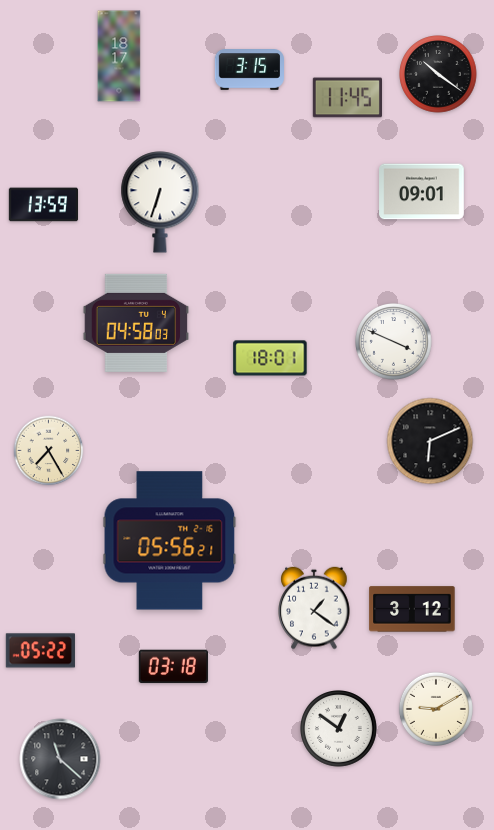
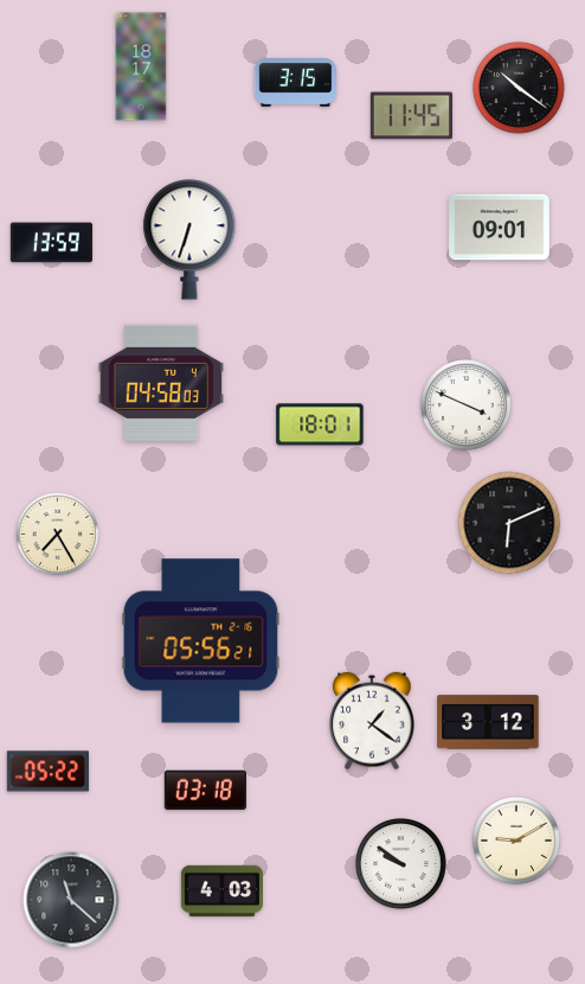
clock at (339, 729): 12:51 -> 9:51
clock at (221, 890): none -> 4:03
